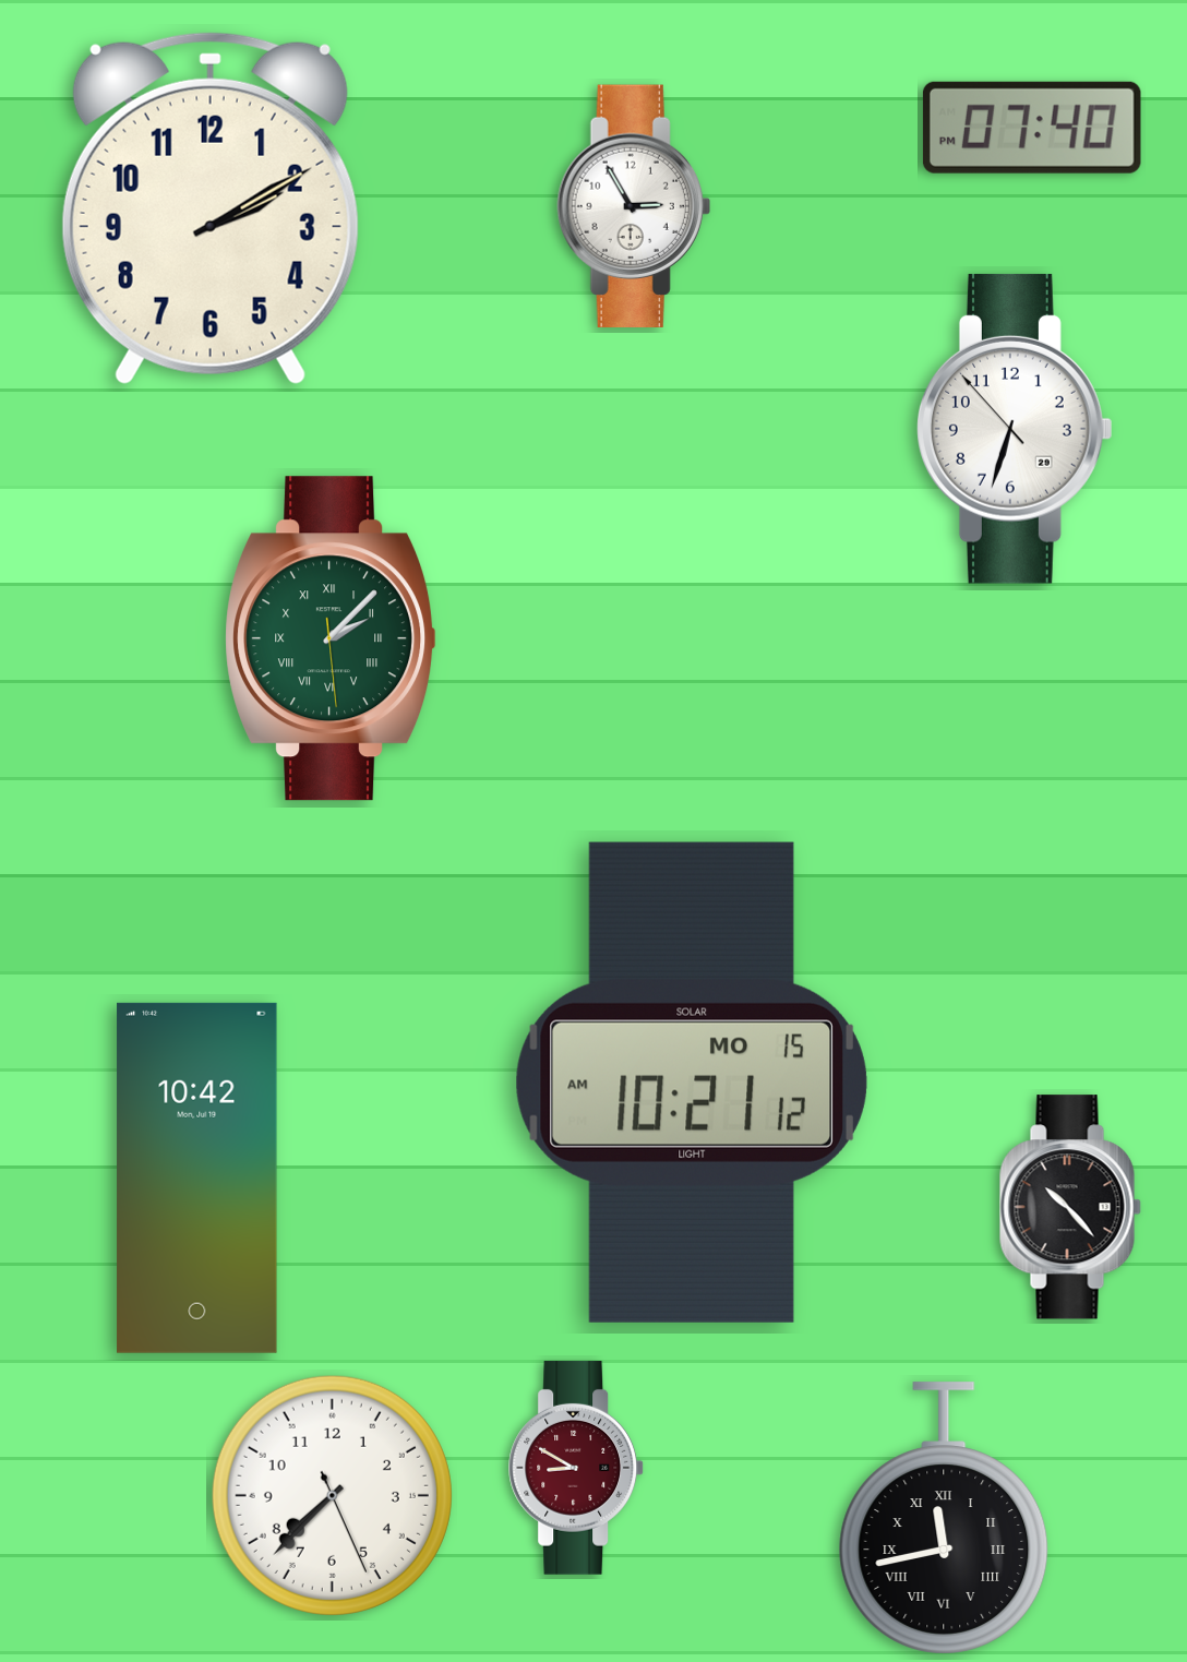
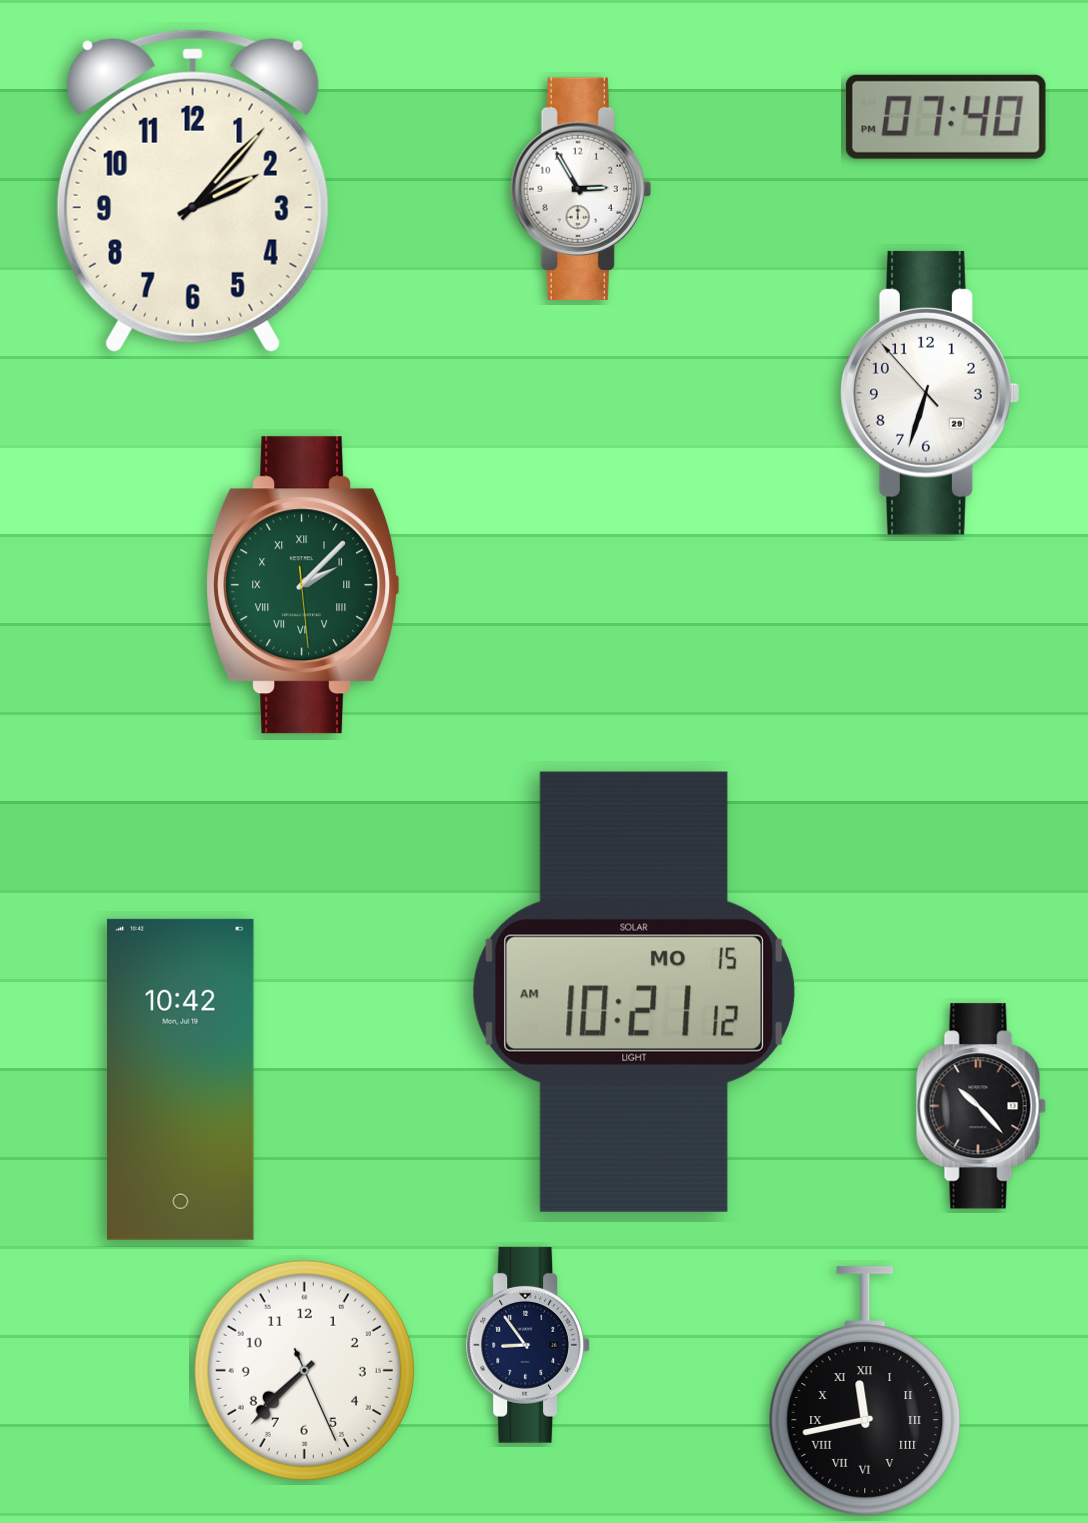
clock at (211, 208): 2:10 -> 2:07
clock at (577, 1468): 8:50 -> 8:54
clock at (577, 1468) dial: burgundy -> navy
